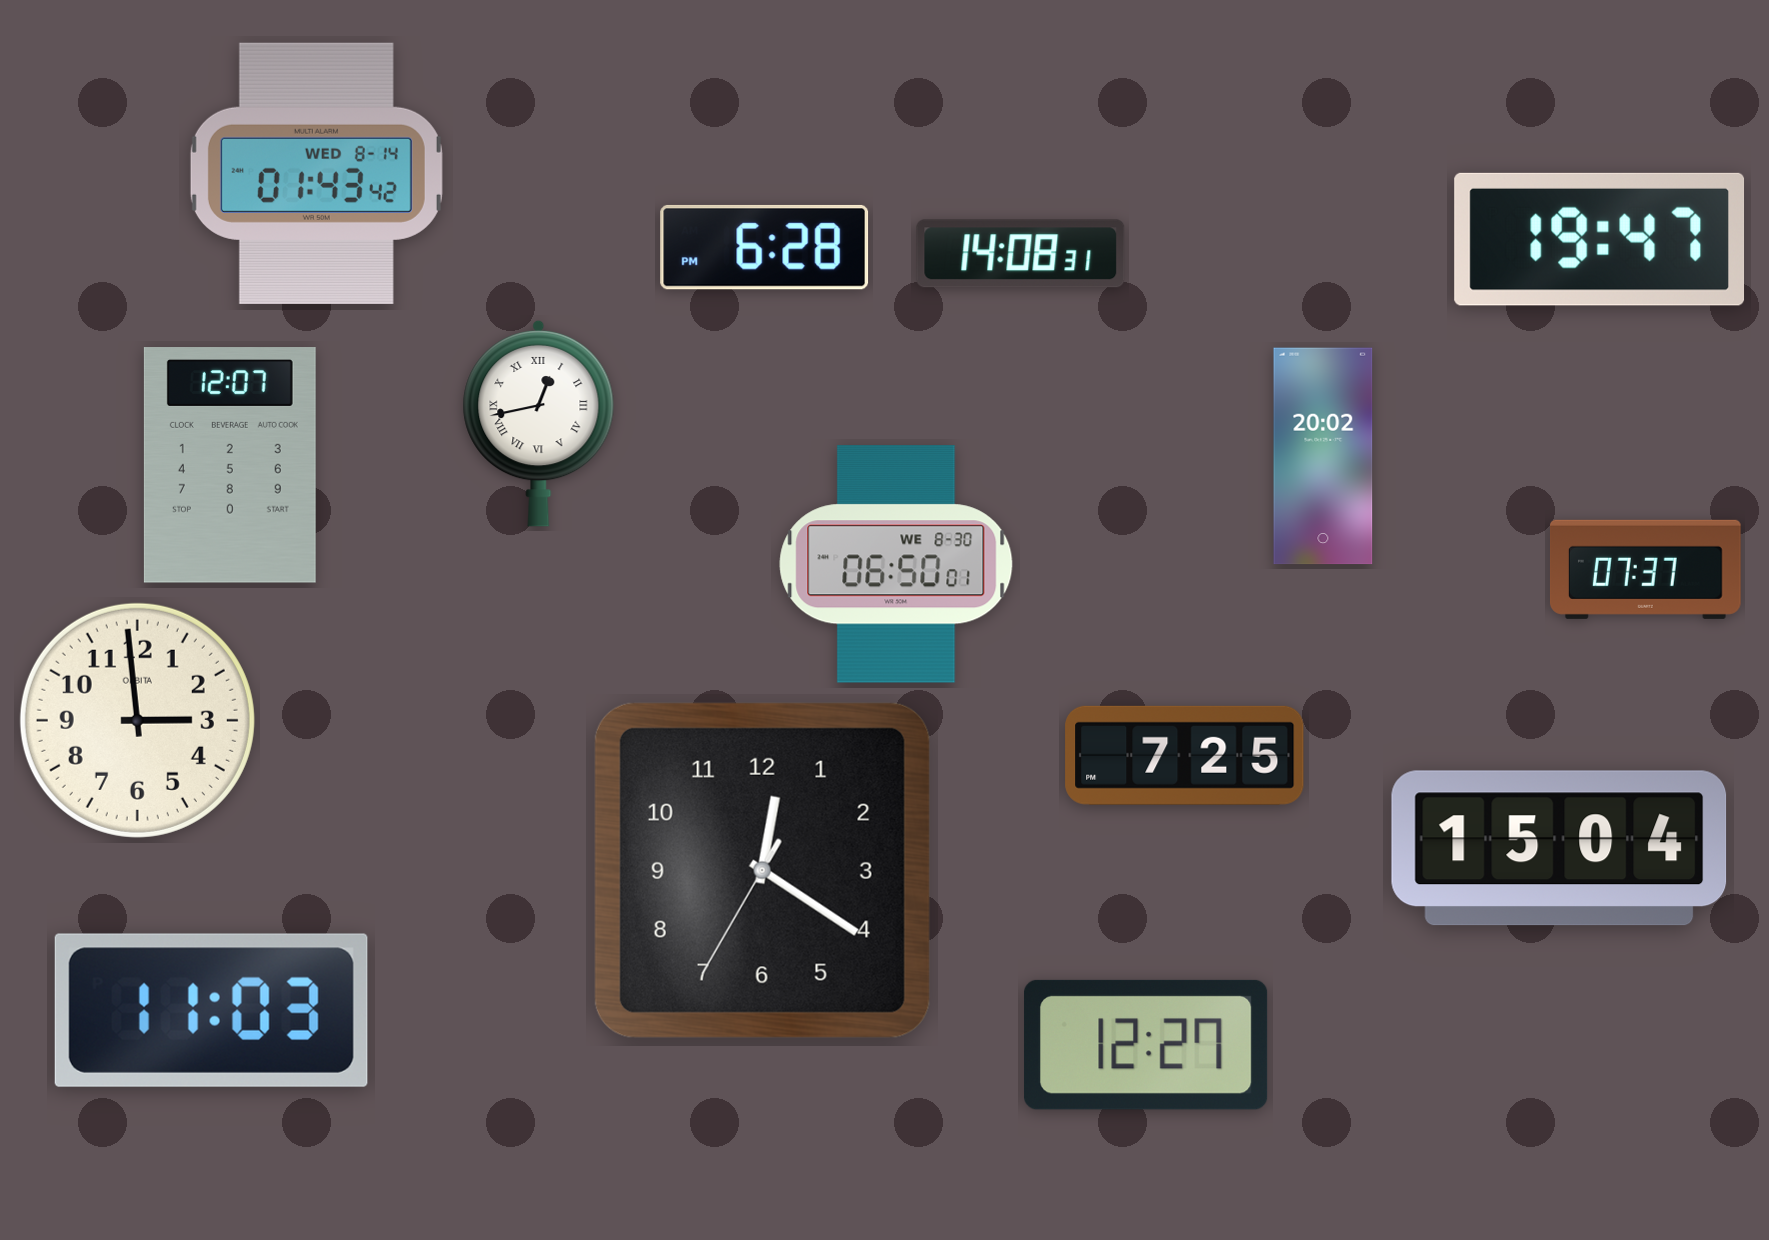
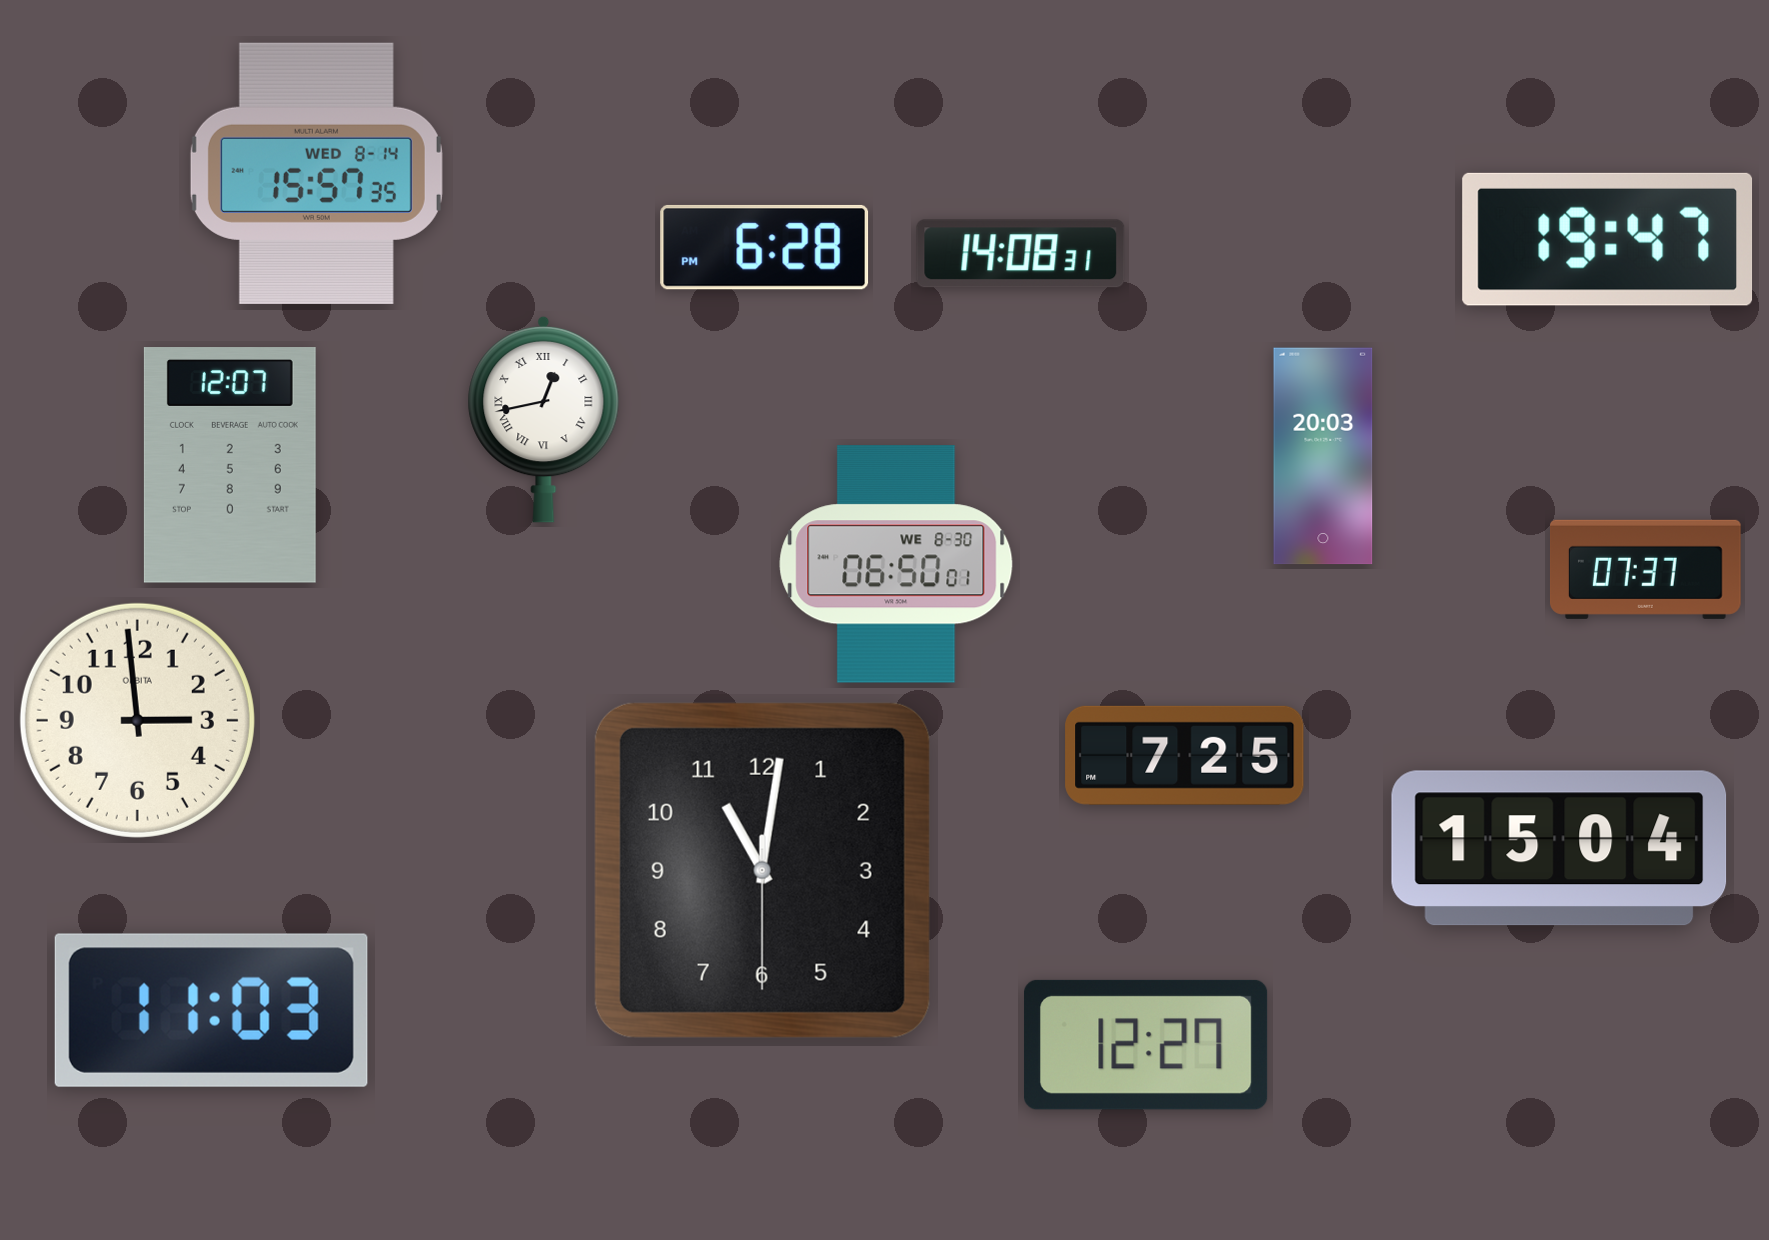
clock at (316, 173): 01:43 -> 15:57
clock at (1600, 239) position: (1600, 239) -> (1608, 239)
clock at (539, 423) position: (539, 423) -> (544, 419)
clock at (1323, 456): 20:02 -> 20:03
clock at (762, 870): 12:20 -> 11:01
